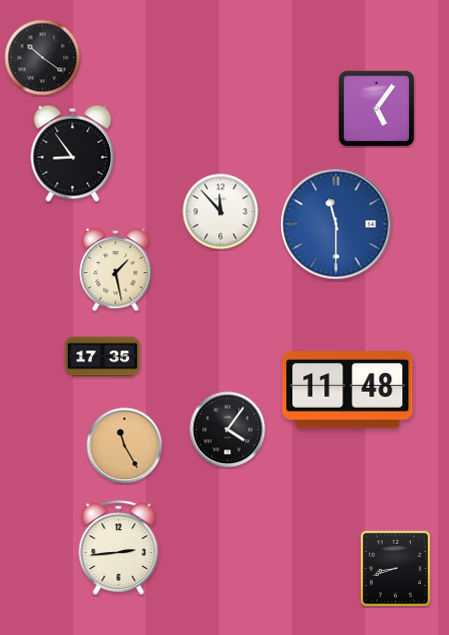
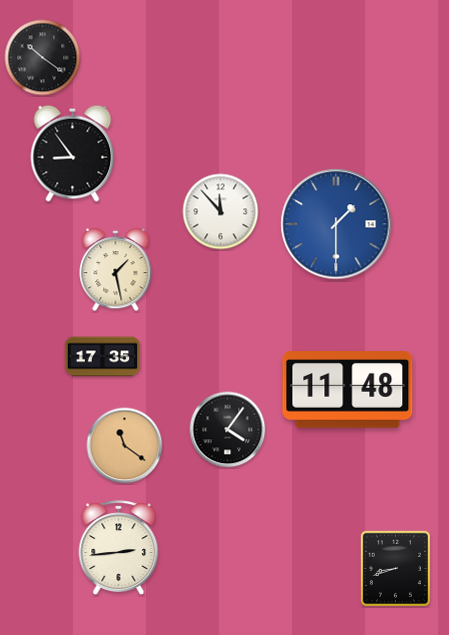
clock at (376, 108): 5:06 -> none
clock at (336, 224): 11:30 -> 1:30
clock at (125, 446): 11:25 -> 11:21
